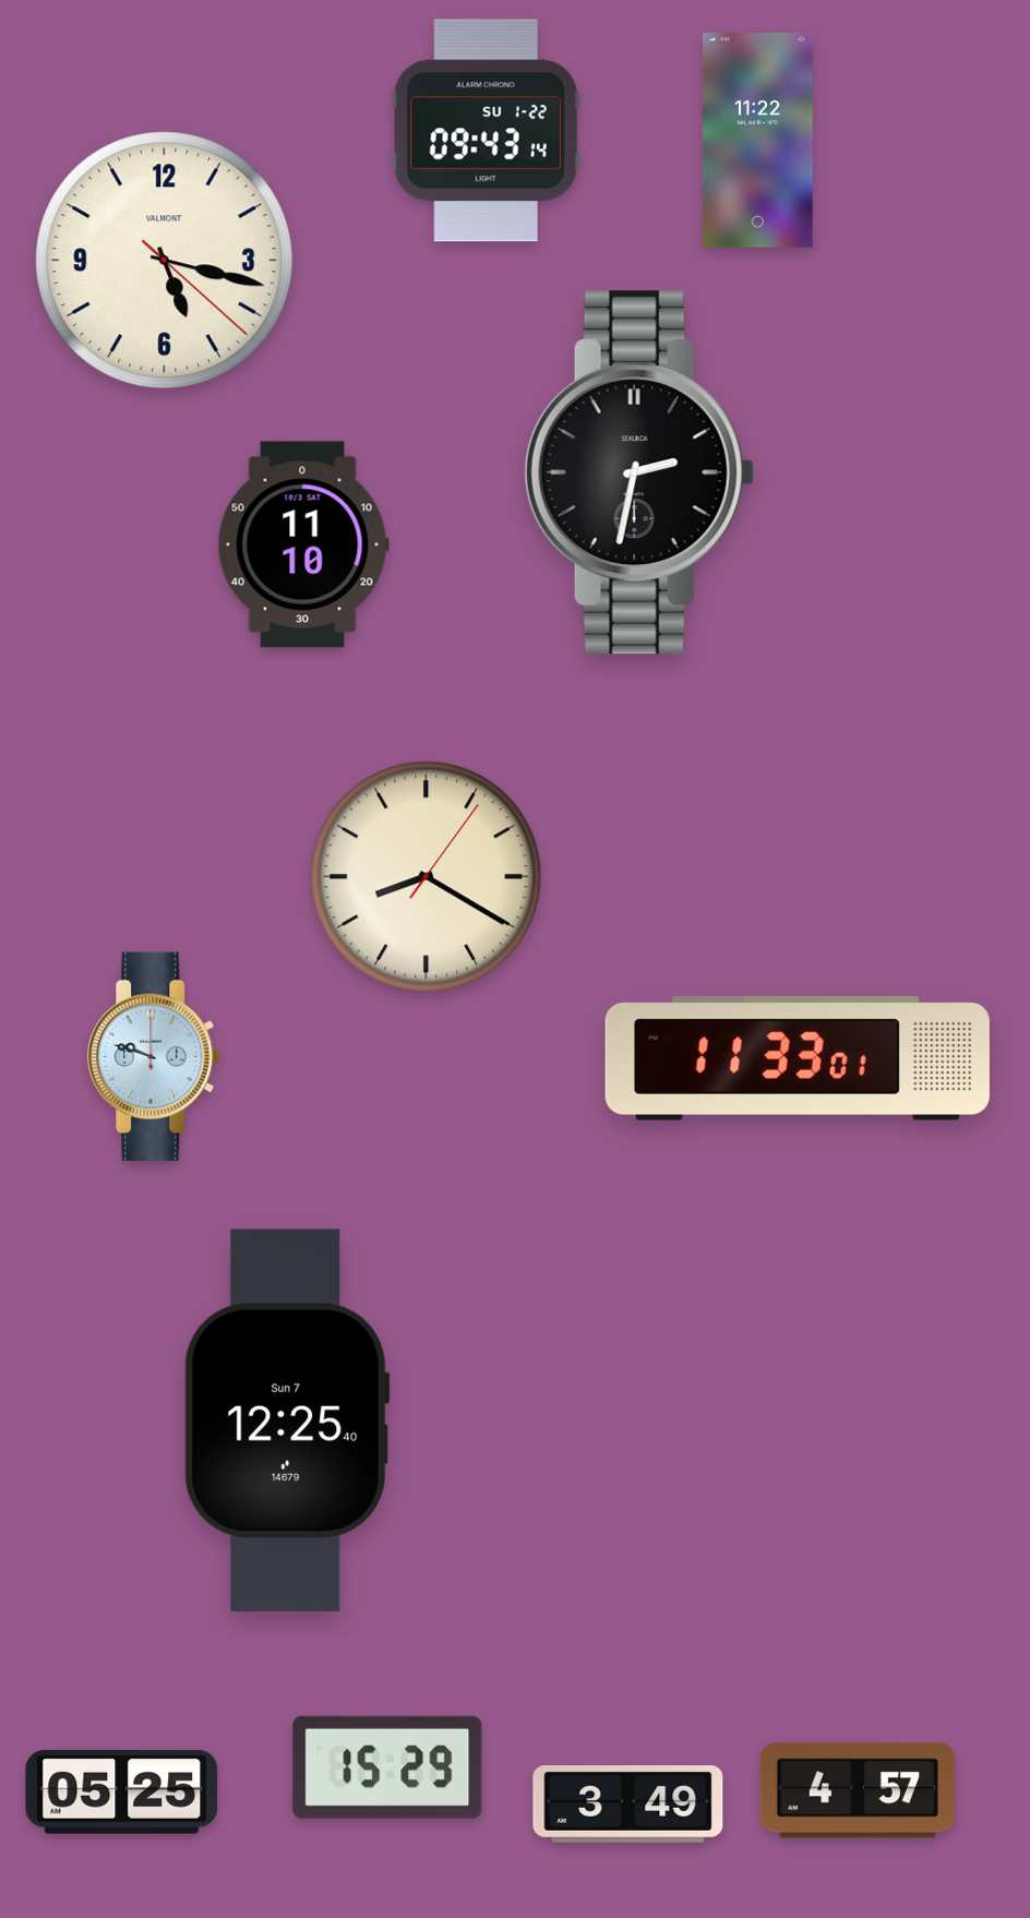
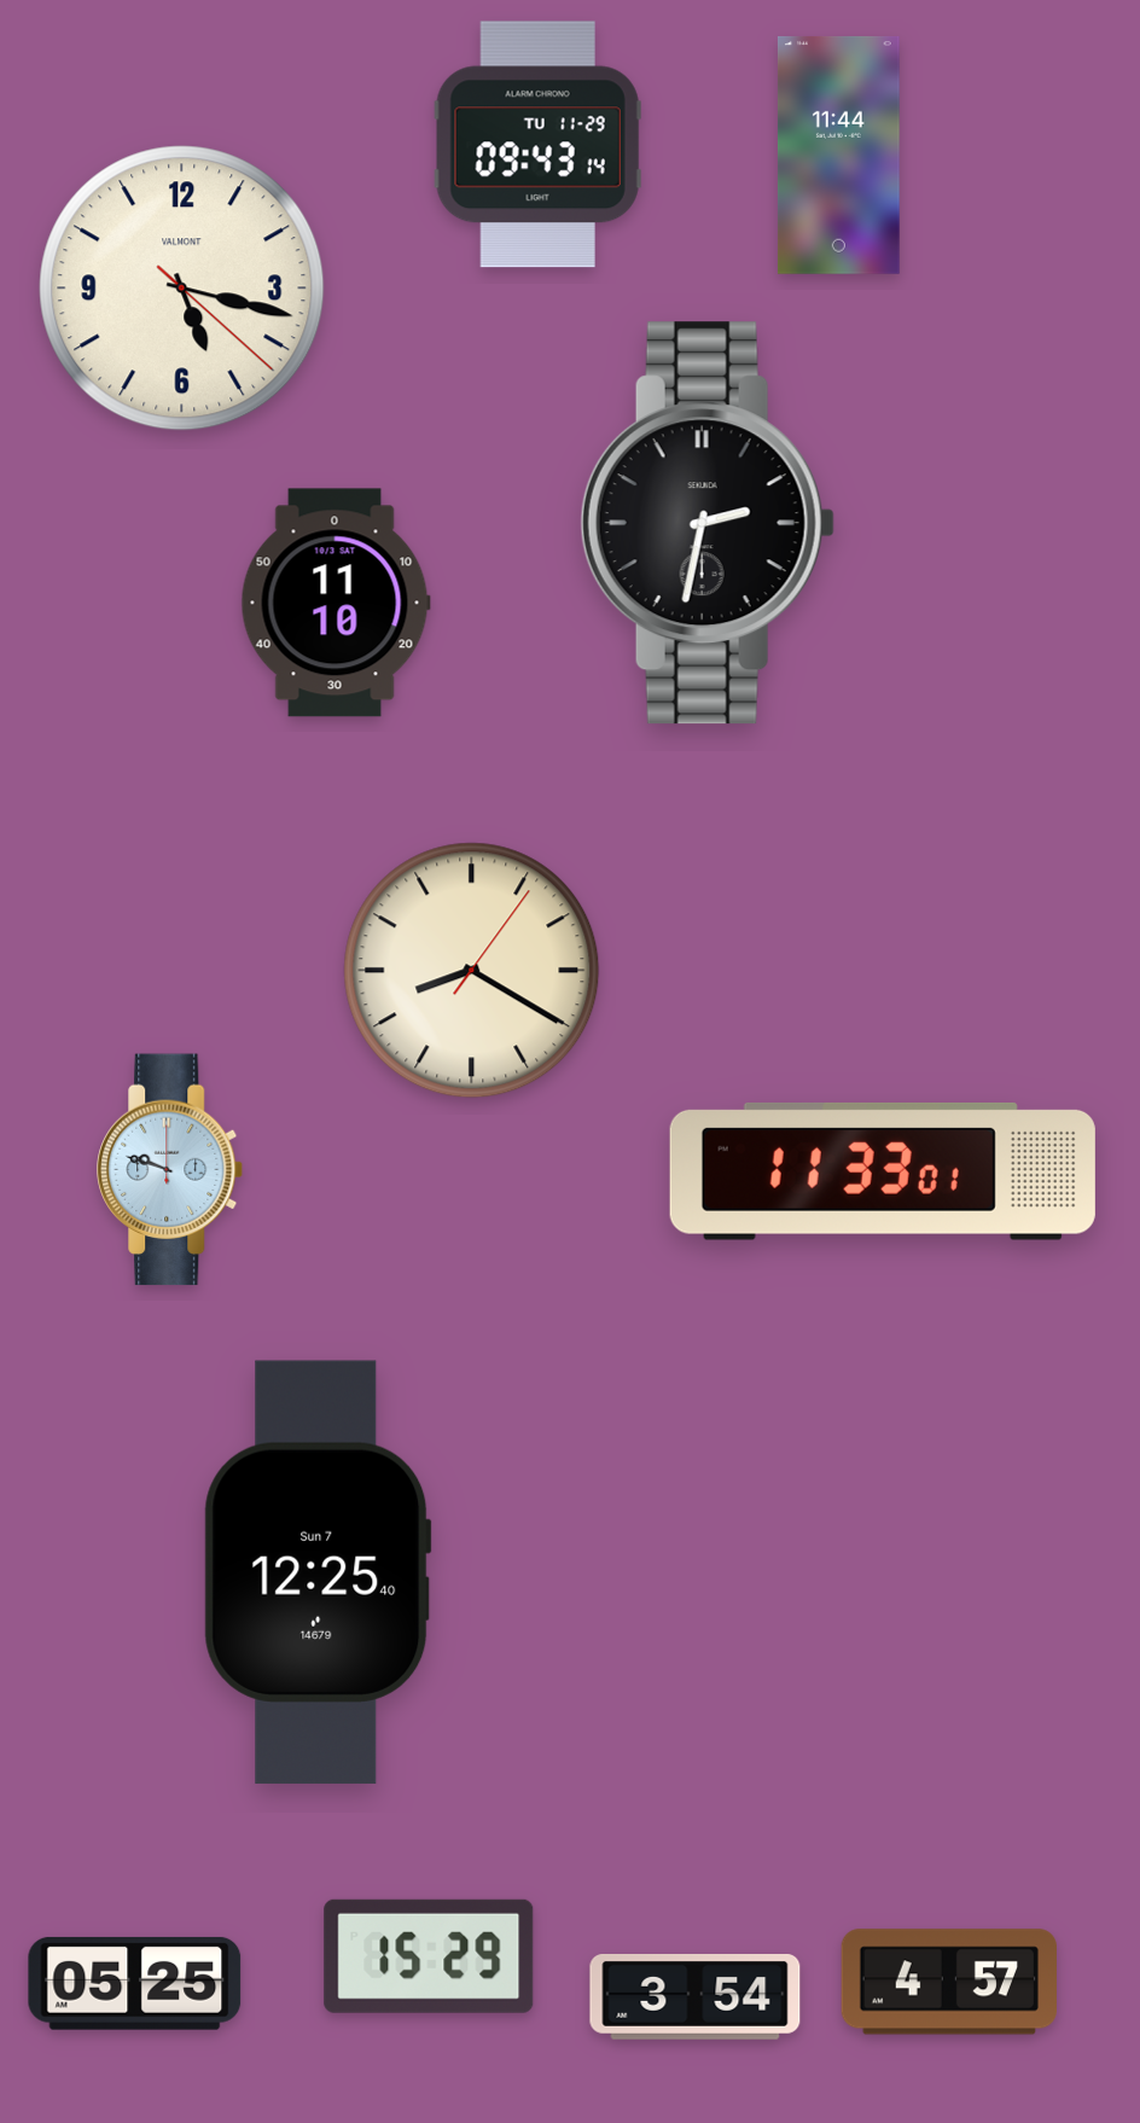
clock at (486, 131) date: SU 1-22 -> TU 11-29
clock at (757, 140): 11:22 -> 11:44
clock at (628, 1805): 3:49 -> 3:54
